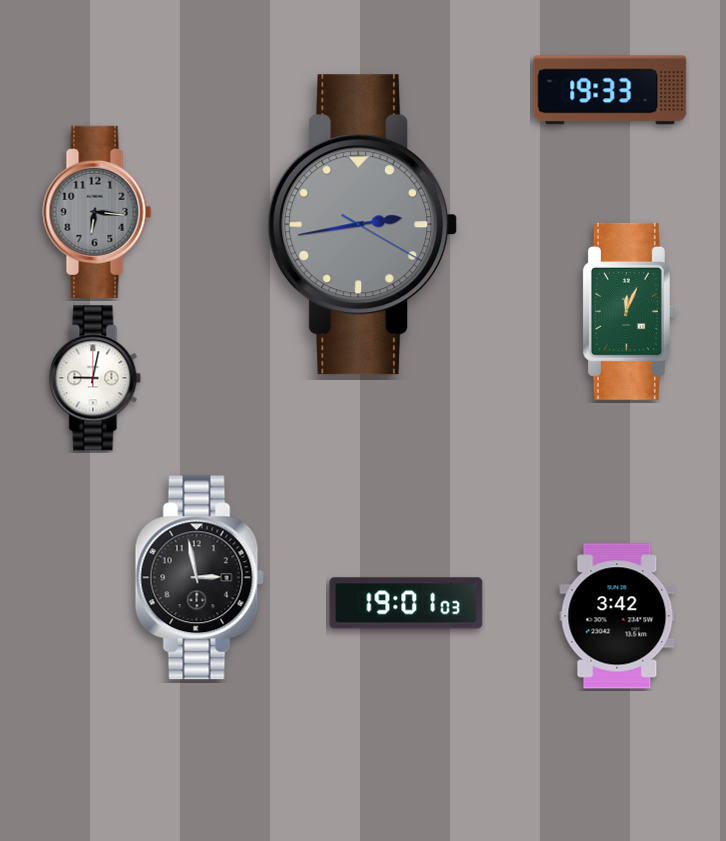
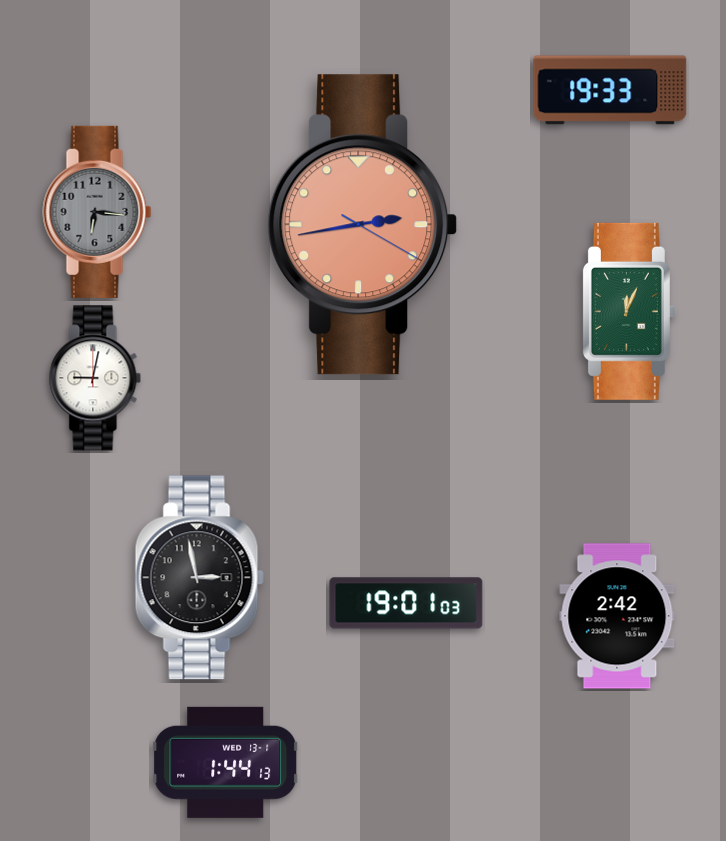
clock at (363, 225) dial: grey -> salmon
clock at (617, 616): 3:42 -> 2:42
clock at (226, 762): none -> 1:44
